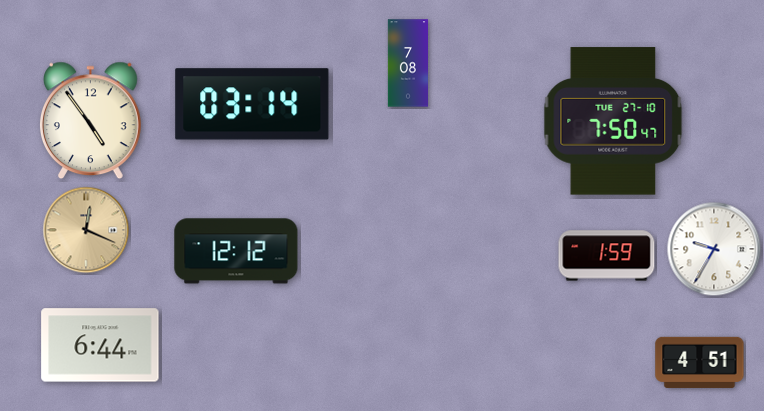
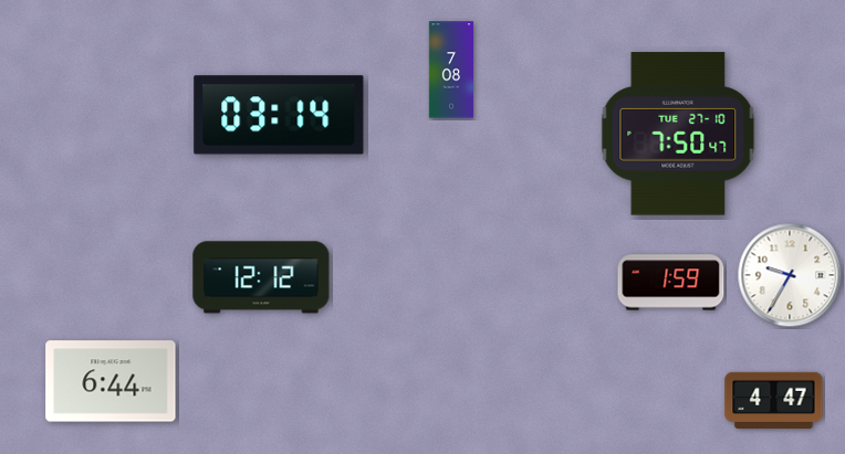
clock at (91, 121): 4:54 -> none
clock at (86, 230): 12:19 -> none
clock at (700, 362): 4:51 -> 4:47
